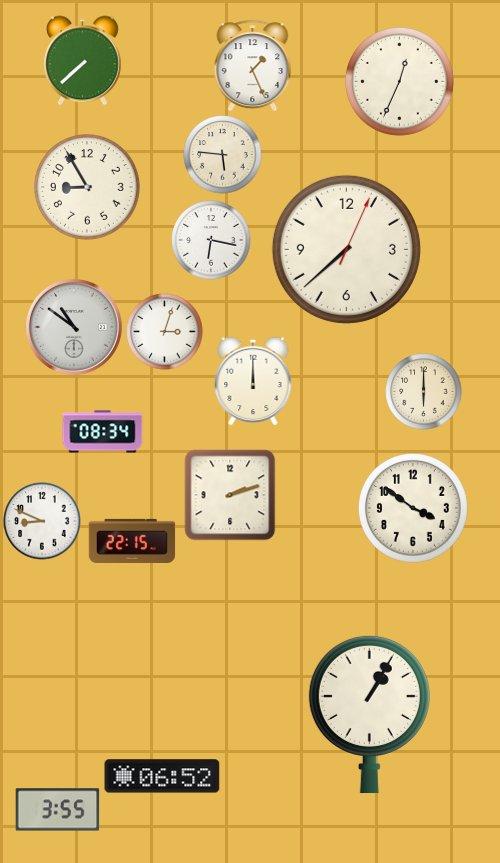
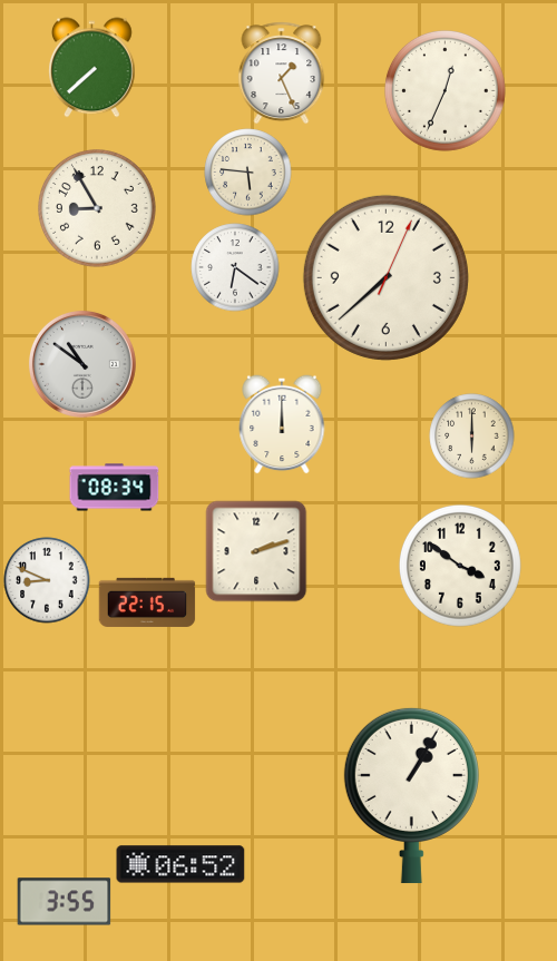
clock at (211, 240): 6:17 -> 6:21
clock at (165, 332): 3:03 -> none
clock at (103, 432) position: (103, 432) -> (115, 488)
